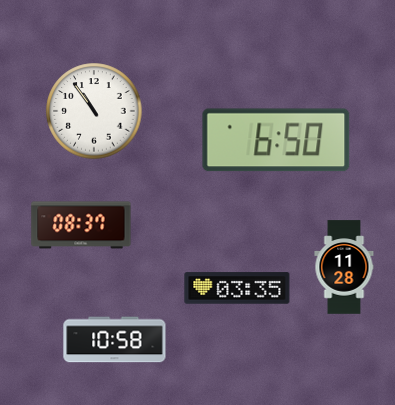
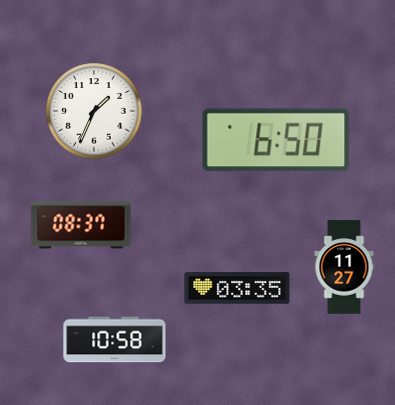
clock at (94, 111): 10:54 -> 1:34
clock at (344, 267): 11:28 -> 11:27
